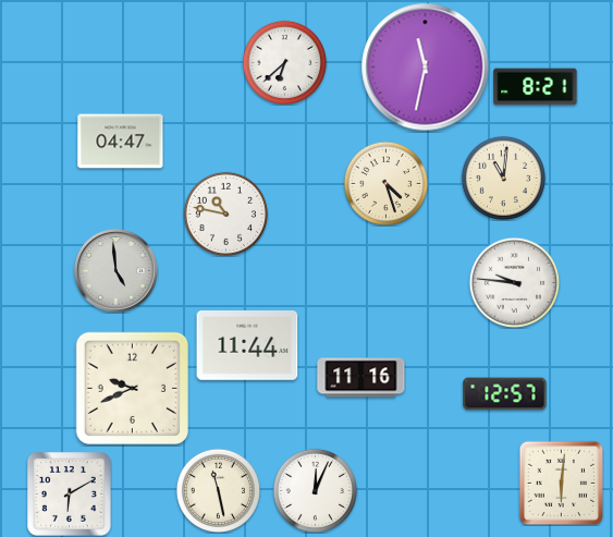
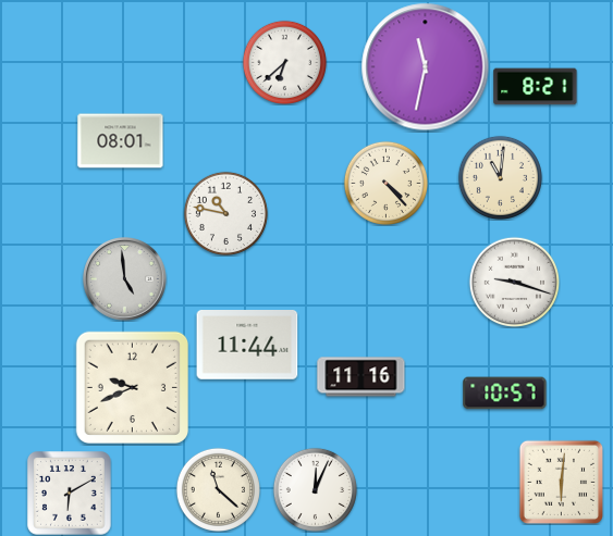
clock at (121, 142): 04:47 -> 08:01
clock at (503, 178) position: (503, 178) -> (500, 177)
clock at (385, 183): 4:27 -> 4:23
clock at (117, 271) position: (117, 271) -> (125, 279)
clock at (514, 282): 9:46 -> 9:18
clock at (505, 394): 12:57 -> 10:57
clock at (218, 490): 11:28 -> 11:22
